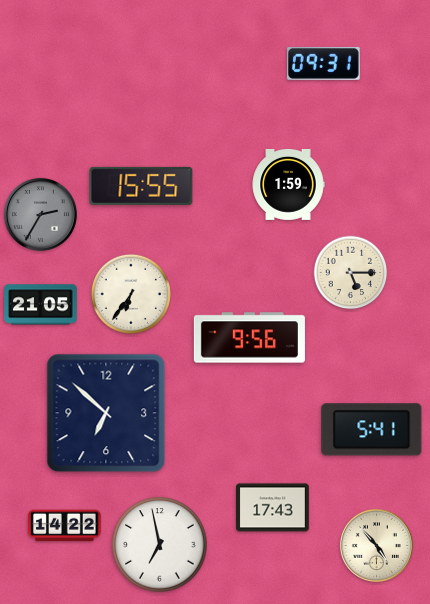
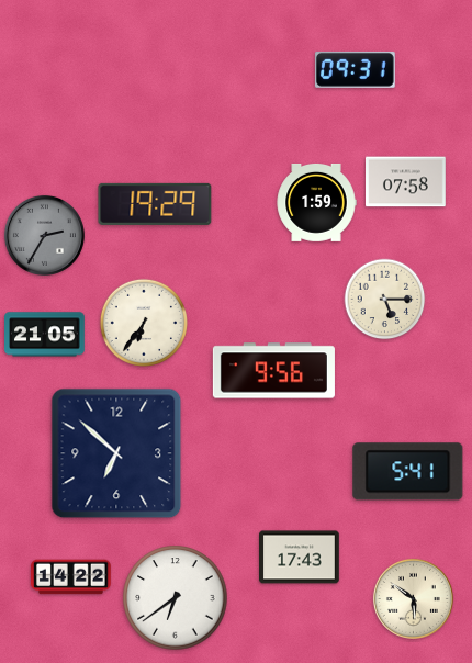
clock at (406, 182): none -> 07:58
clock at (141, 186): 15:55 -> 19:29
clock at (160, 545): 6:58 -> 6:39
clock at (376, 545): 4:53 -> 5:51
